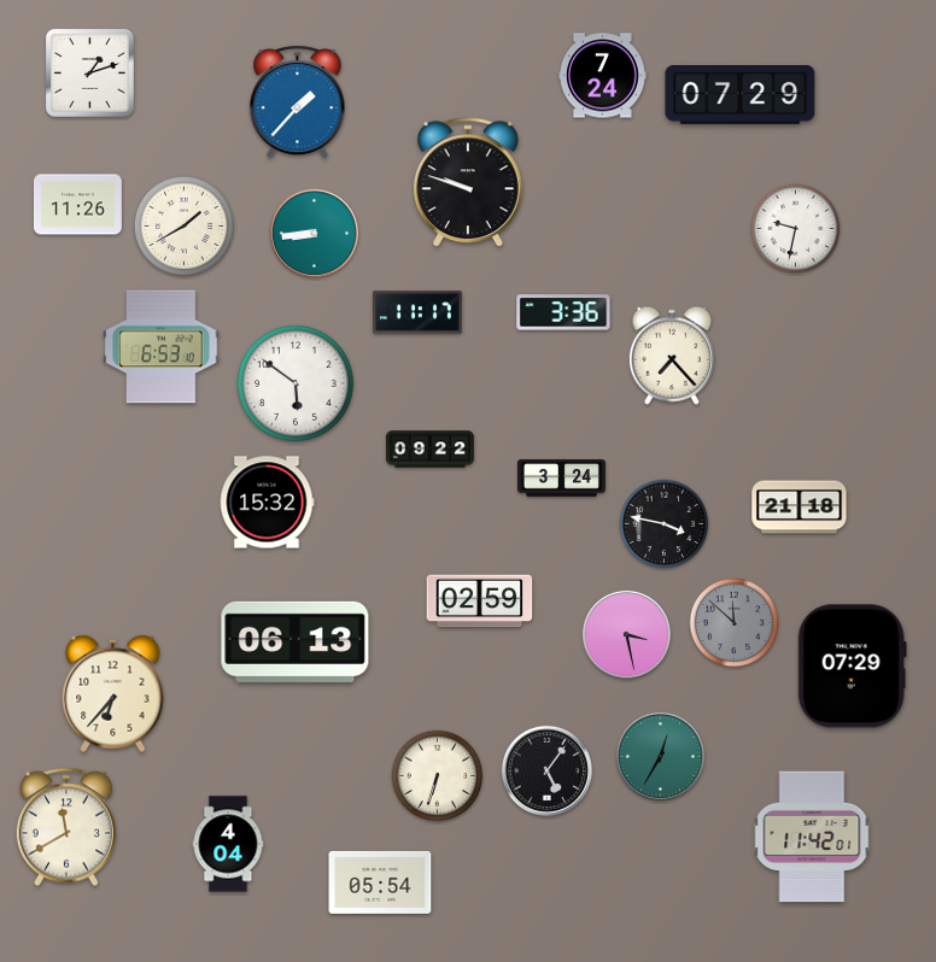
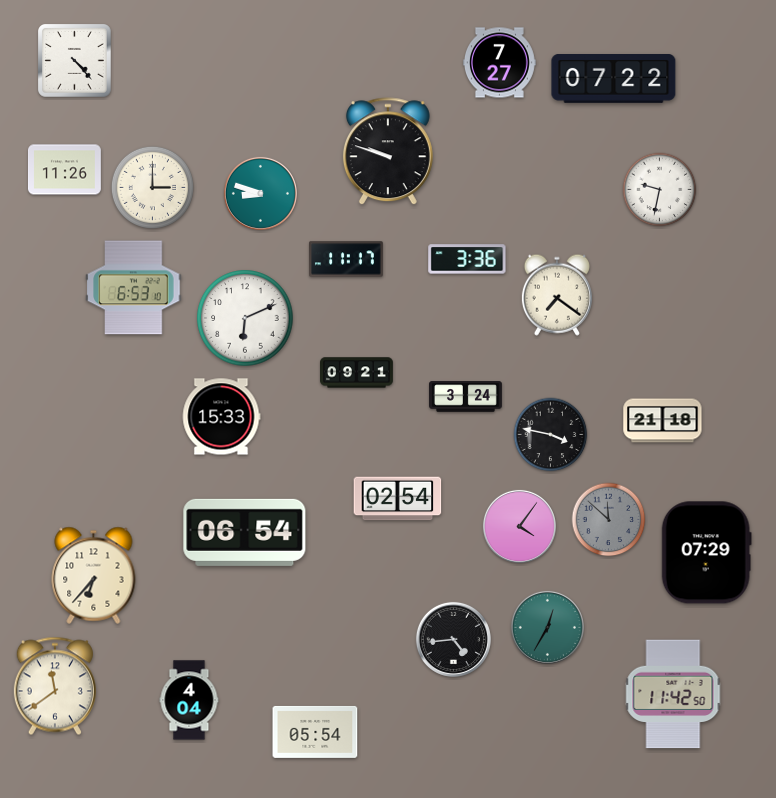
clock at (90, 74): 1:12 -> 4:23
clock at (602, 76): 7:24 -> 7:27
clock at (741, 95): 07:29 -> 07:22
clock at (298, 101): 1:37 -> none
clock at (183, 225): 1:40 -> 3:00
clock at (314, 233): 8:44 -> 8:48
clock at (672, 356): 7:23 -> 7:21
clock at (296, 383): 5:51 -> 6:11
clock at (431, 450): 09:22 -> 09:21
clock at (267, 503): 15:32 -> 15:33
clock at (480, 602): 02:59 -> 02:54
clock at (735, 623) position: (735, 623) -> (609, 520)
clock at (626, 634): 3:28 -> 4:06
clock at (296, 641): 06:13 -> 06:54
clock at (546, 770): 5:06 -> 4:44
clock at (438, 776): 6:33 -> none
clock at (66, 827): 11:40 -> 11:39
clock at (812, 837): 11:42:01 -> 11:42:50
